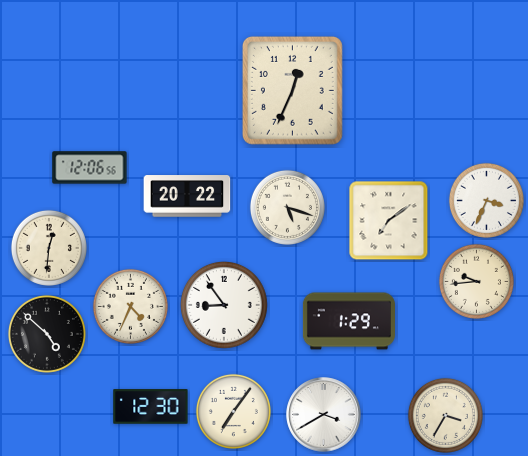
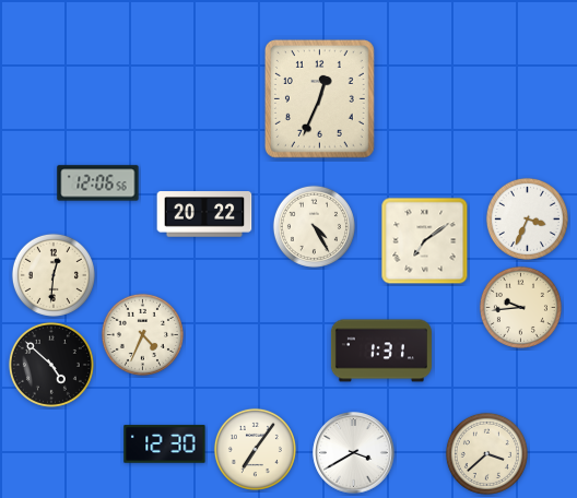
clock at (486, 200) position: (486, 200) -> (527, 218)
clock at (287, 207): 5:18 -> 4:25
clock at (49, 248) position: (49, 248) -> (54, 275)
clock at (224, 305): 8:54 -> none
clock at (349, 321): 1:29 -> 1:31
clock at (445, 415): 3:35 -> 3:38
